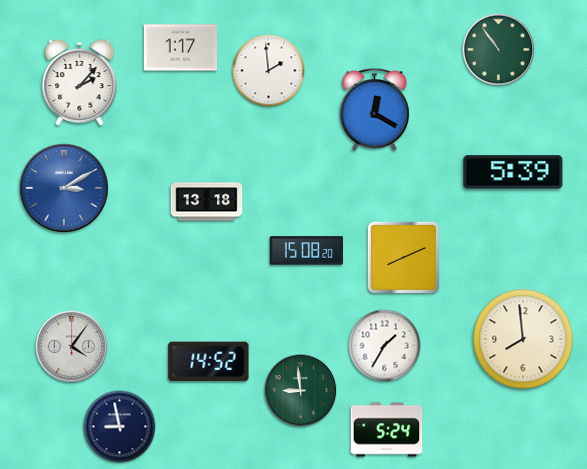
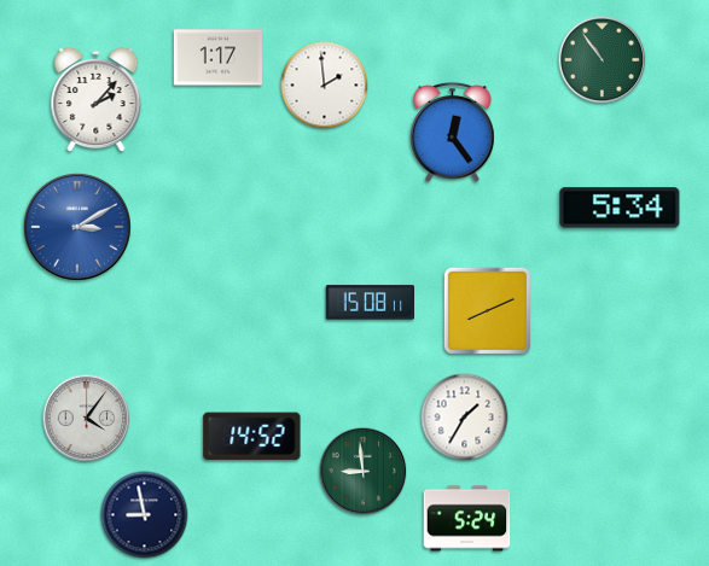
clock at (375, 110): 12:20 -> 12:24
clock at (513, 172): 5:39 -> 5:34
clock at (207, 202): 13:18 -> none
clock at (306, 251): 15:08:20 -> 15:08:11
clock at (523, 339): 7:59 -> none
